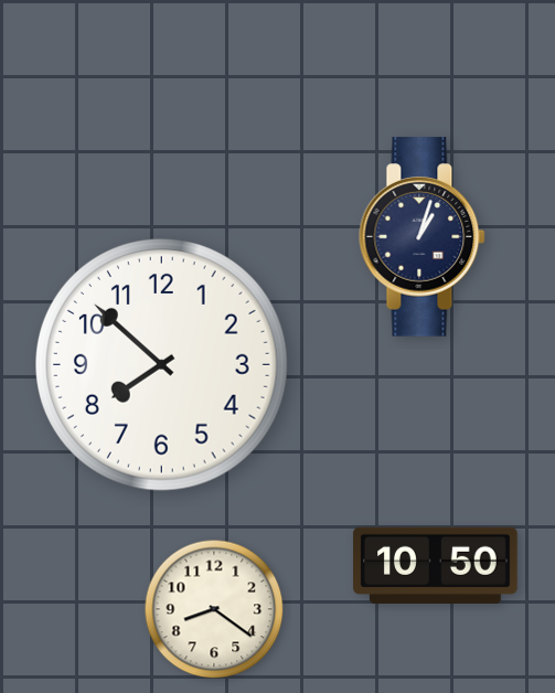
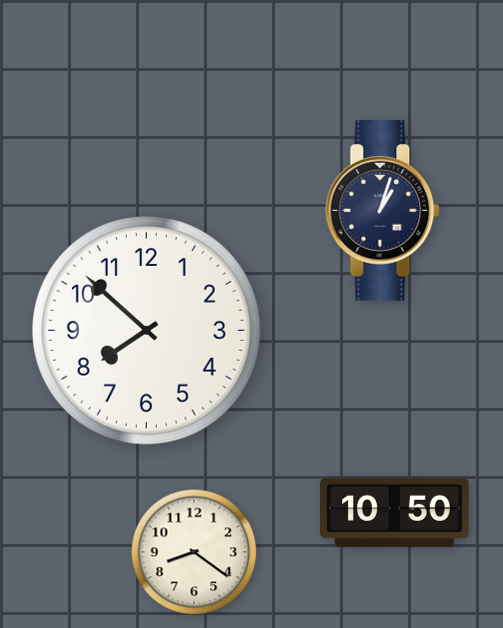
clock at (423, 237) position: (423, 237) -> (383, 211)
